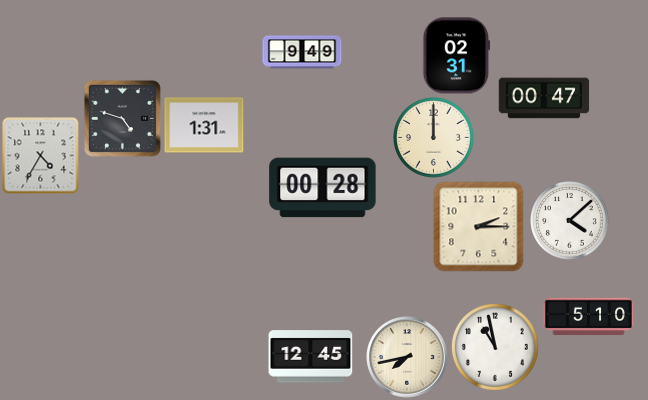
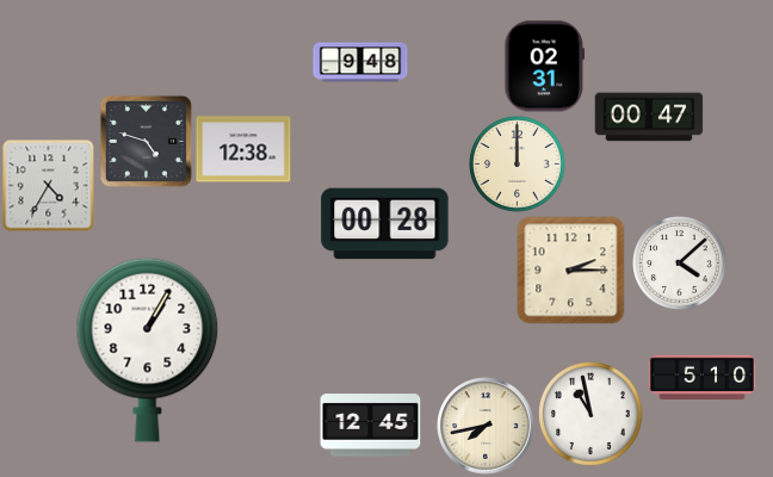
clock at (302, 52): 9:49 -> 9:48
clock at (204, 125): 1:31 -> 12:38
clock at (148, 349): none -> 1:05
